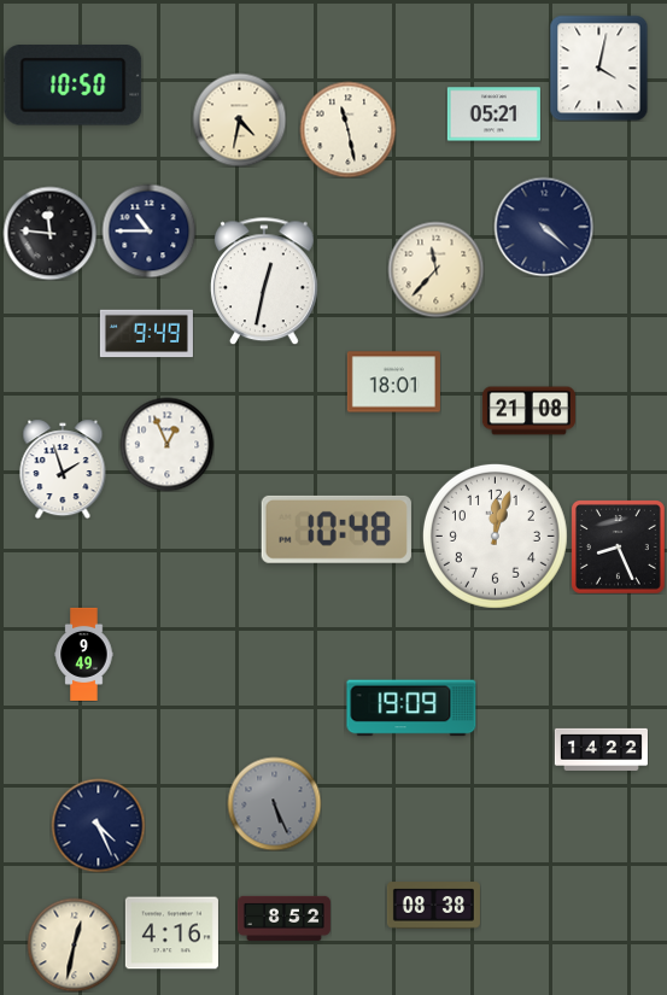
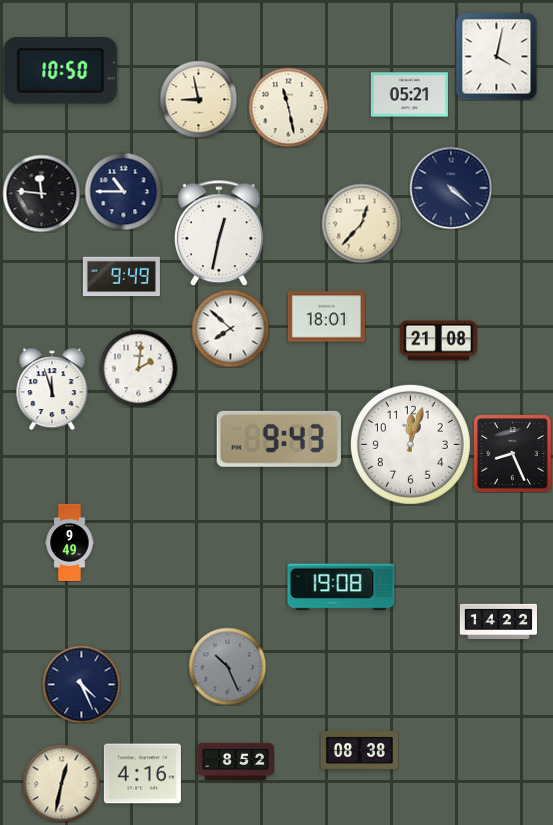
clock at (239, 119): 4:32 -> 8:58
clock at (435, 269): 11:37 -> 12:37
clock at (230, 328): none -> 7:52
clock at (166, 444): 12:56 -> 2:01
clock at (63, 469): 1:57 -> 11:57
clock at (337, 529): 10:48 -> 9:43
clock at (411, 708): 19:09 -> 19:08
clock at (274, 803): 5:26 -> 10:26
